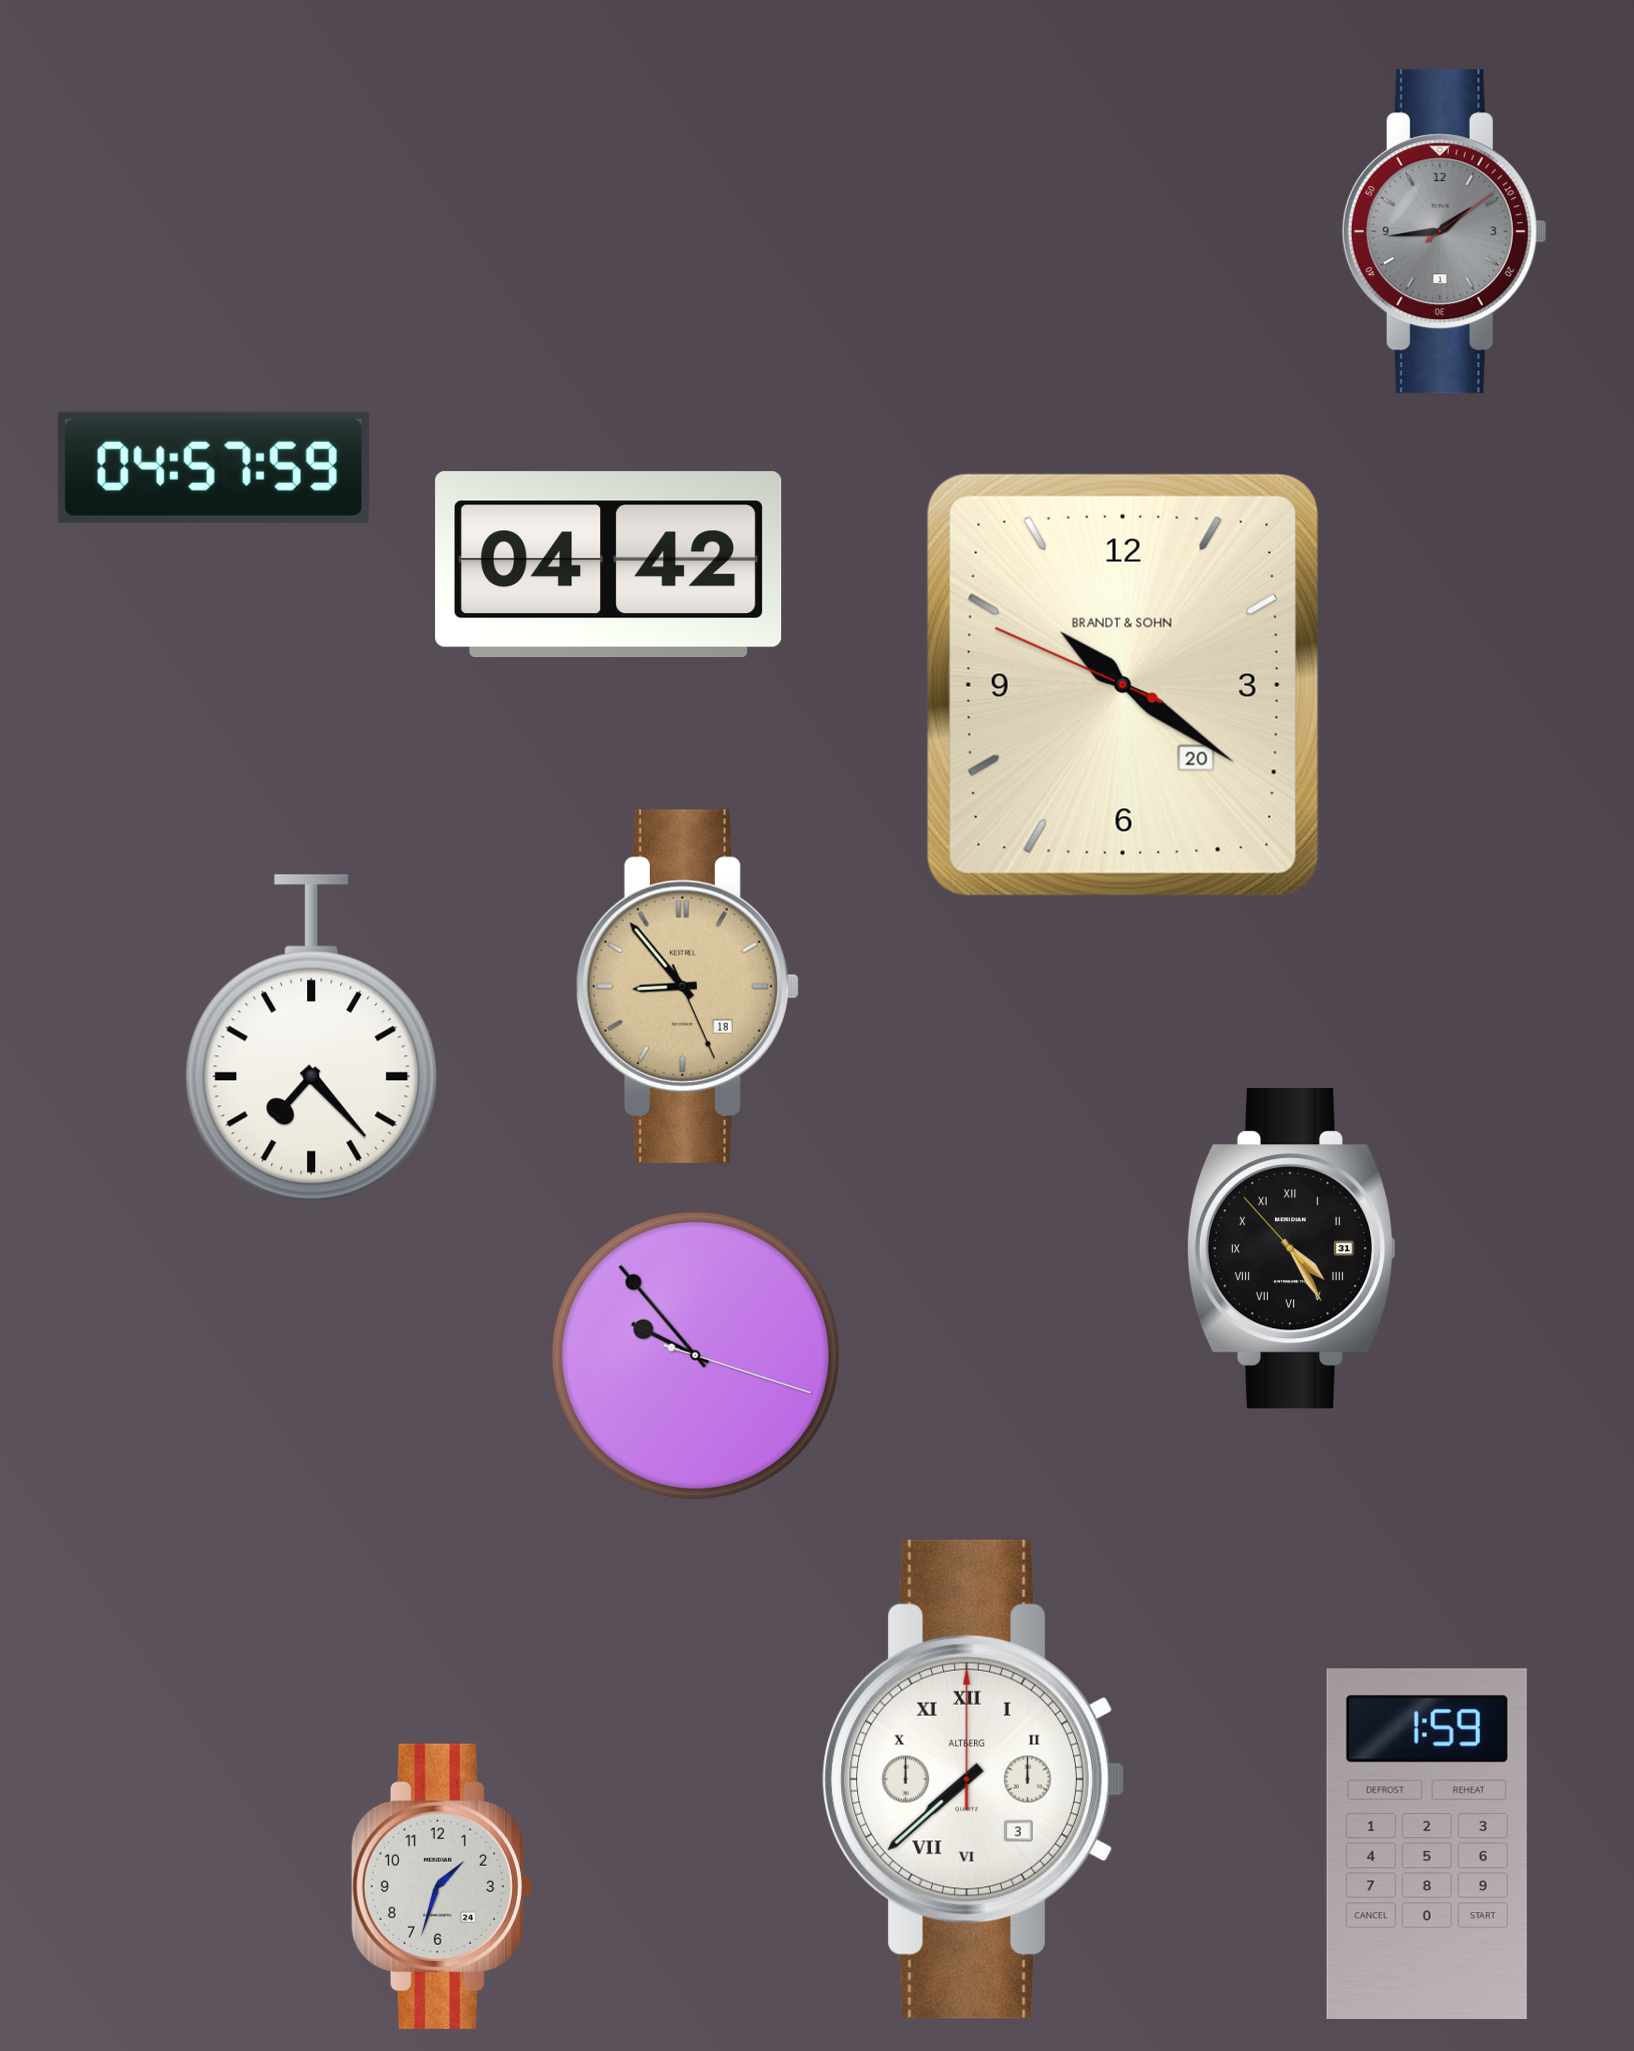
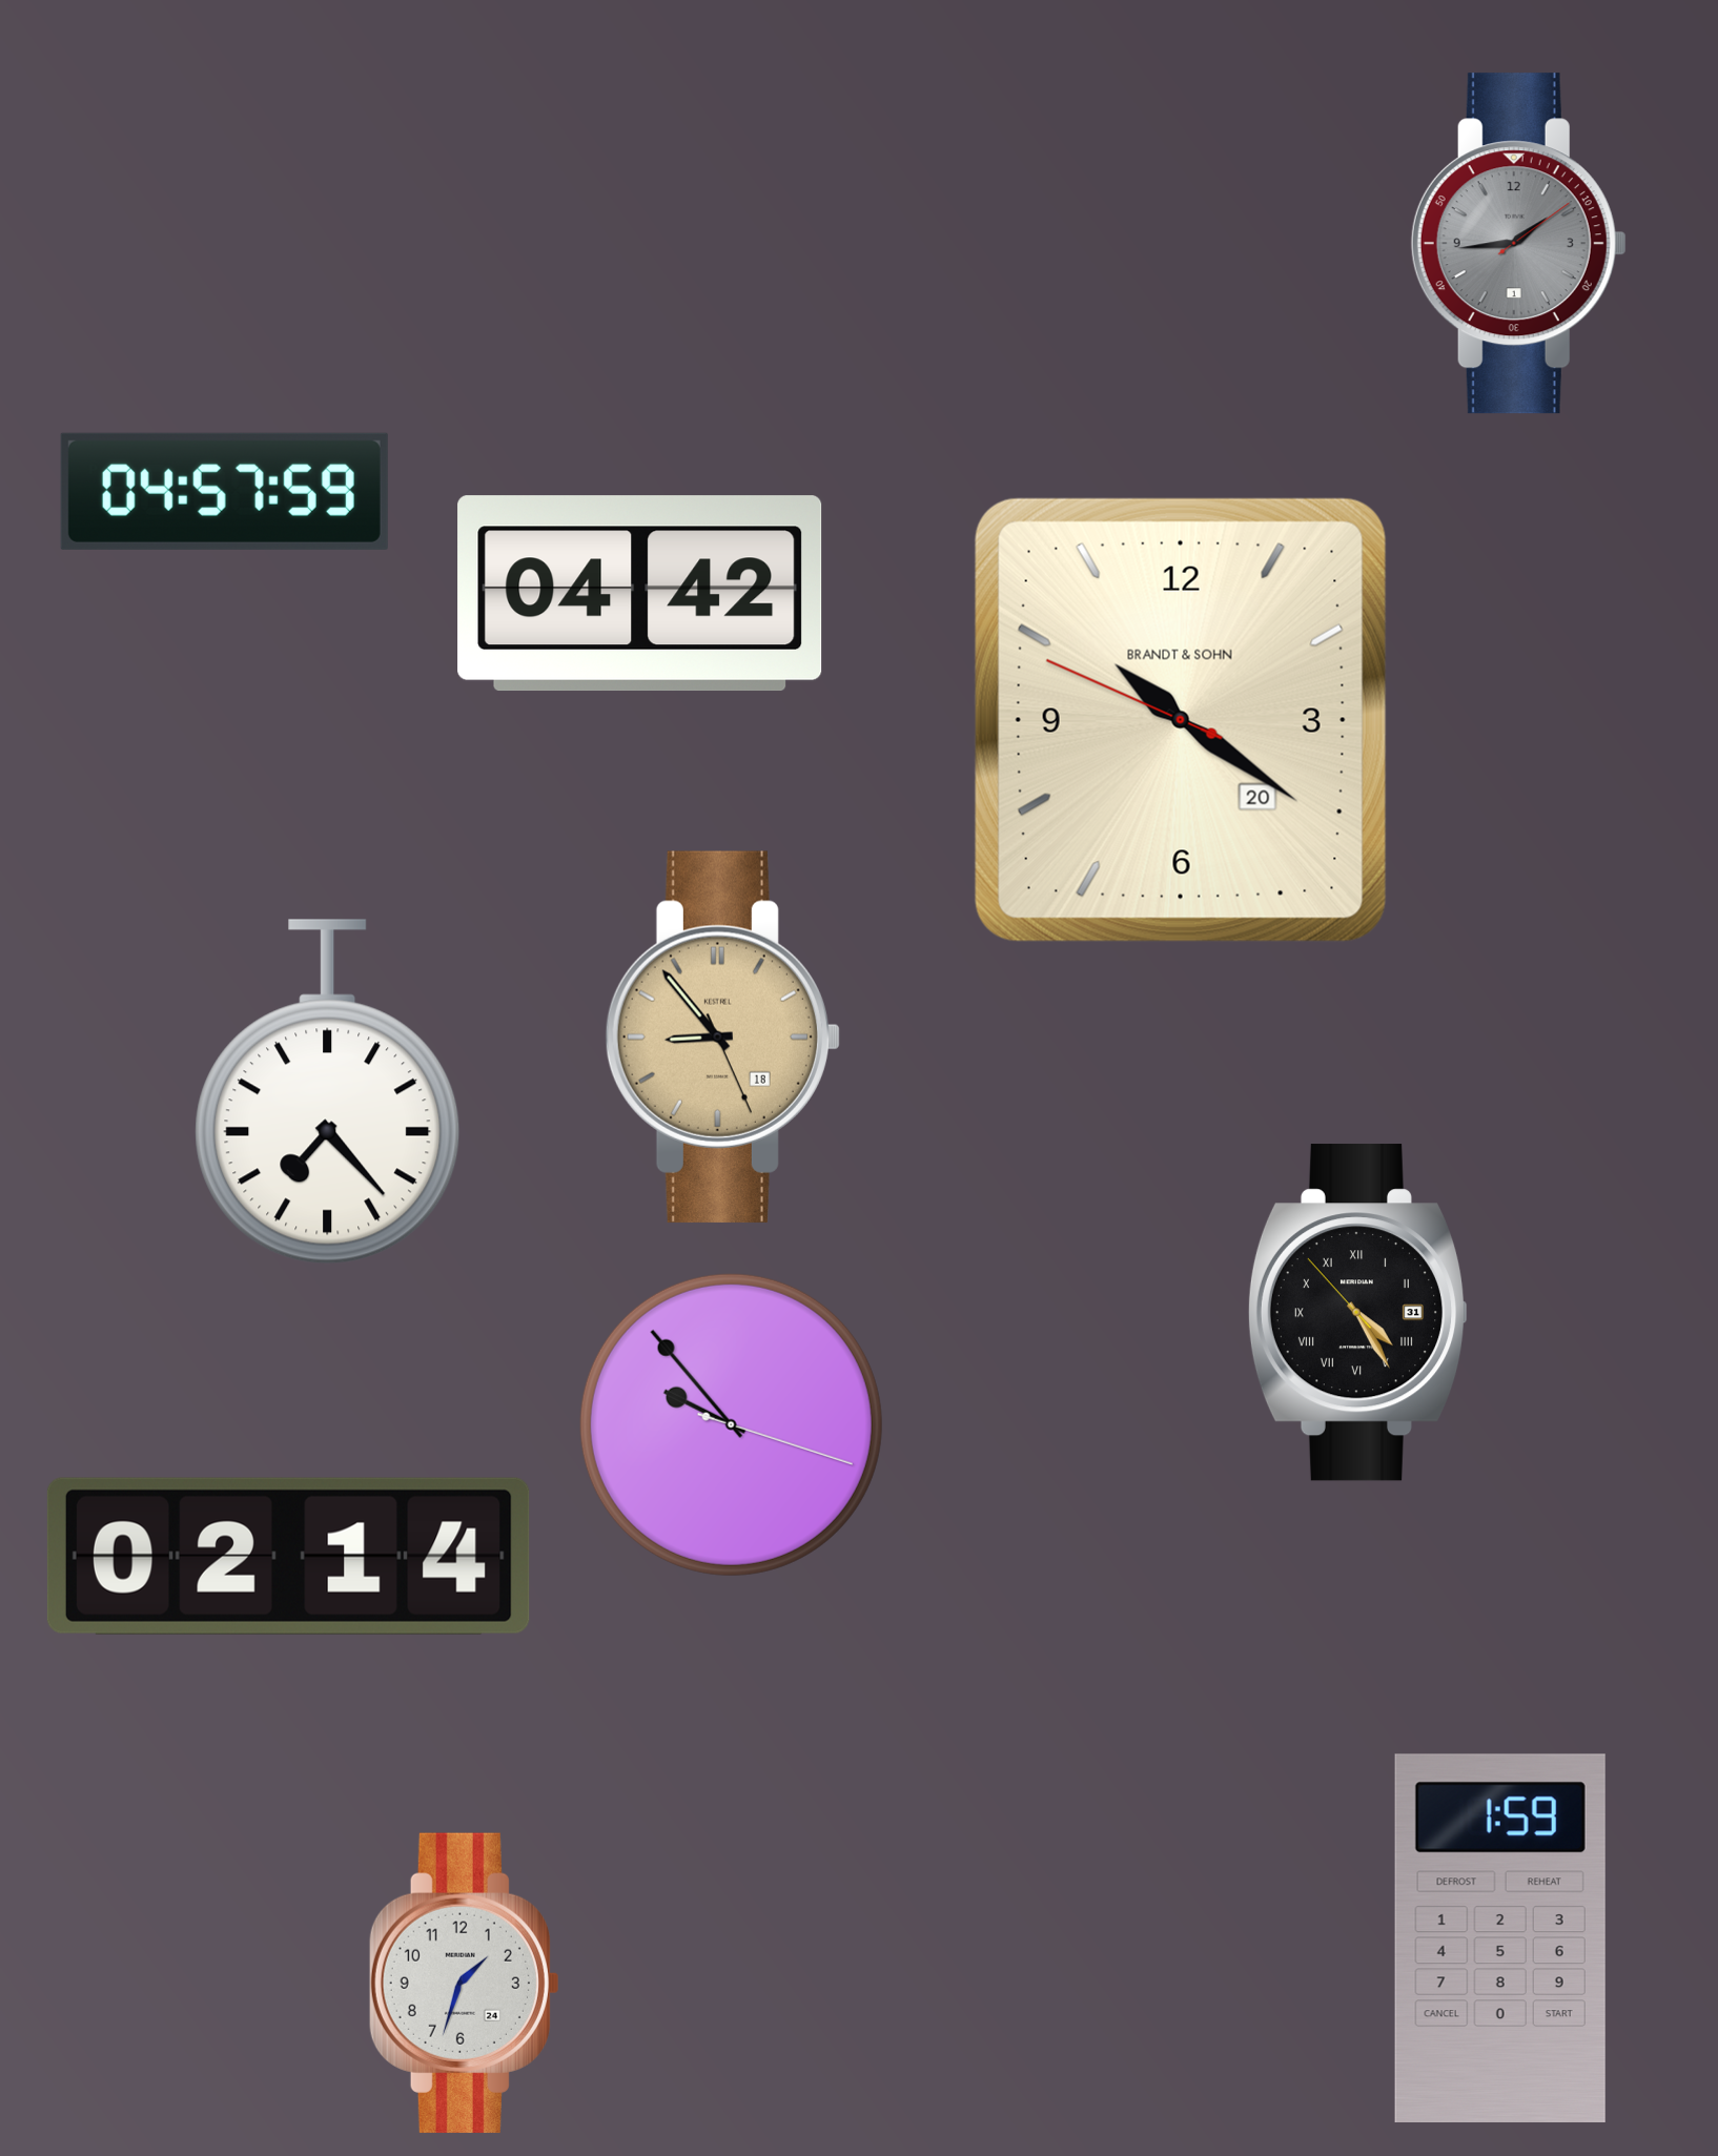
clock at (288, 1556): none -> 02:14
clock at (973, 1779): 7:38 -> none
